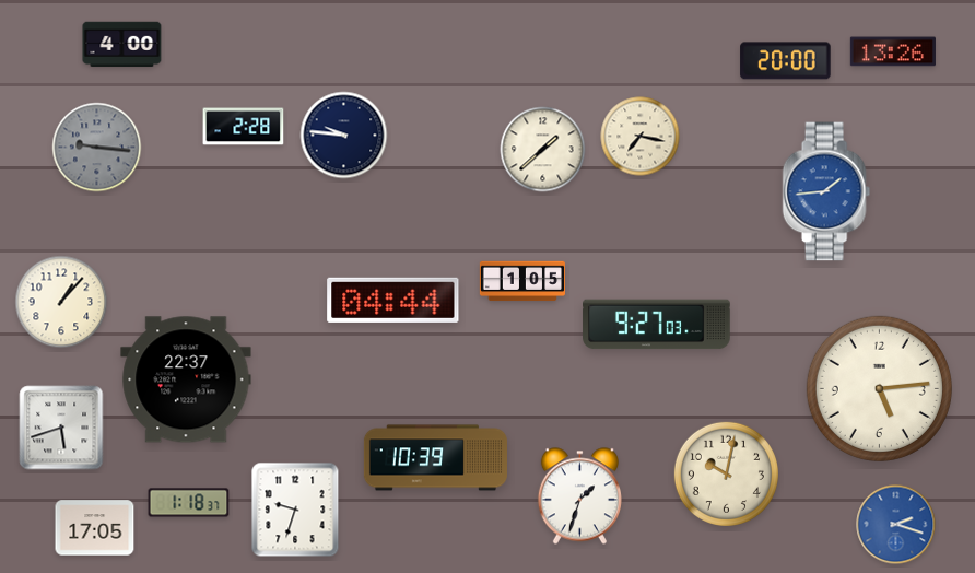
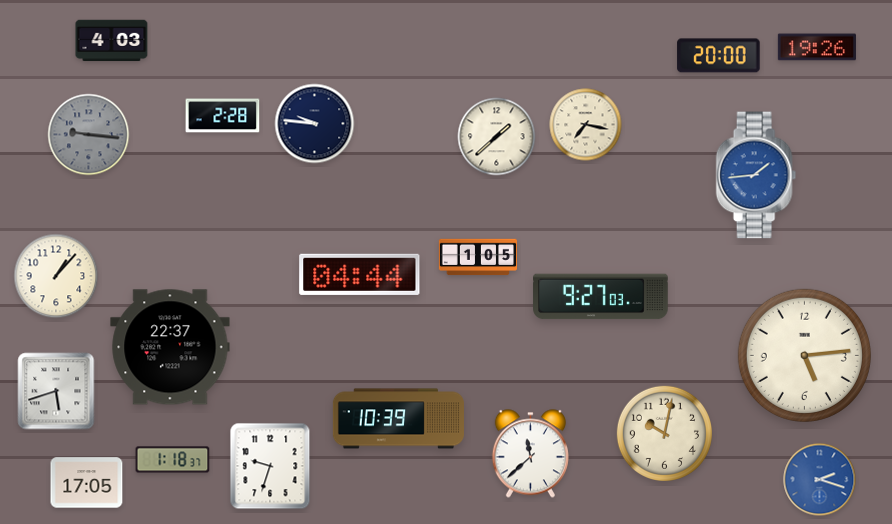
clock at (122, 45): 4:00 -> 4:03
clock at (893, 51): 13:26 -> 19:26
clock at (579, 496): 1:33 -> 11:38
